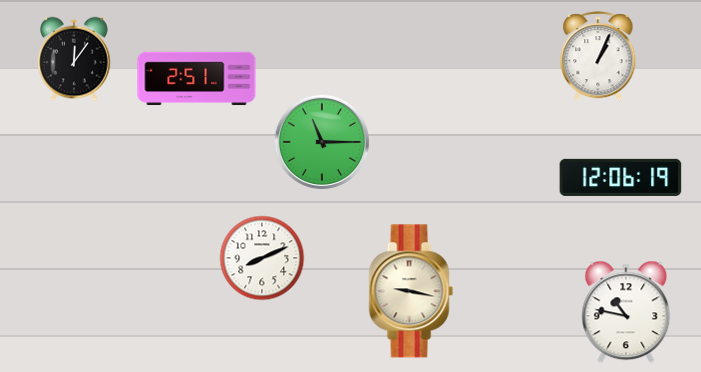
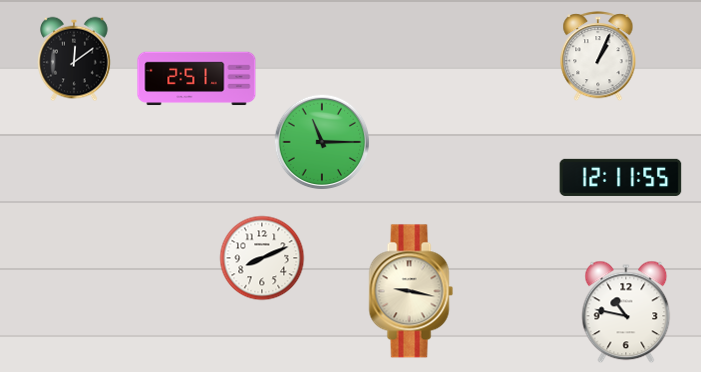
clock at (74, 59): 12:06 -> 12:09
clock at (621, 177): 12:06 -> 12:11
